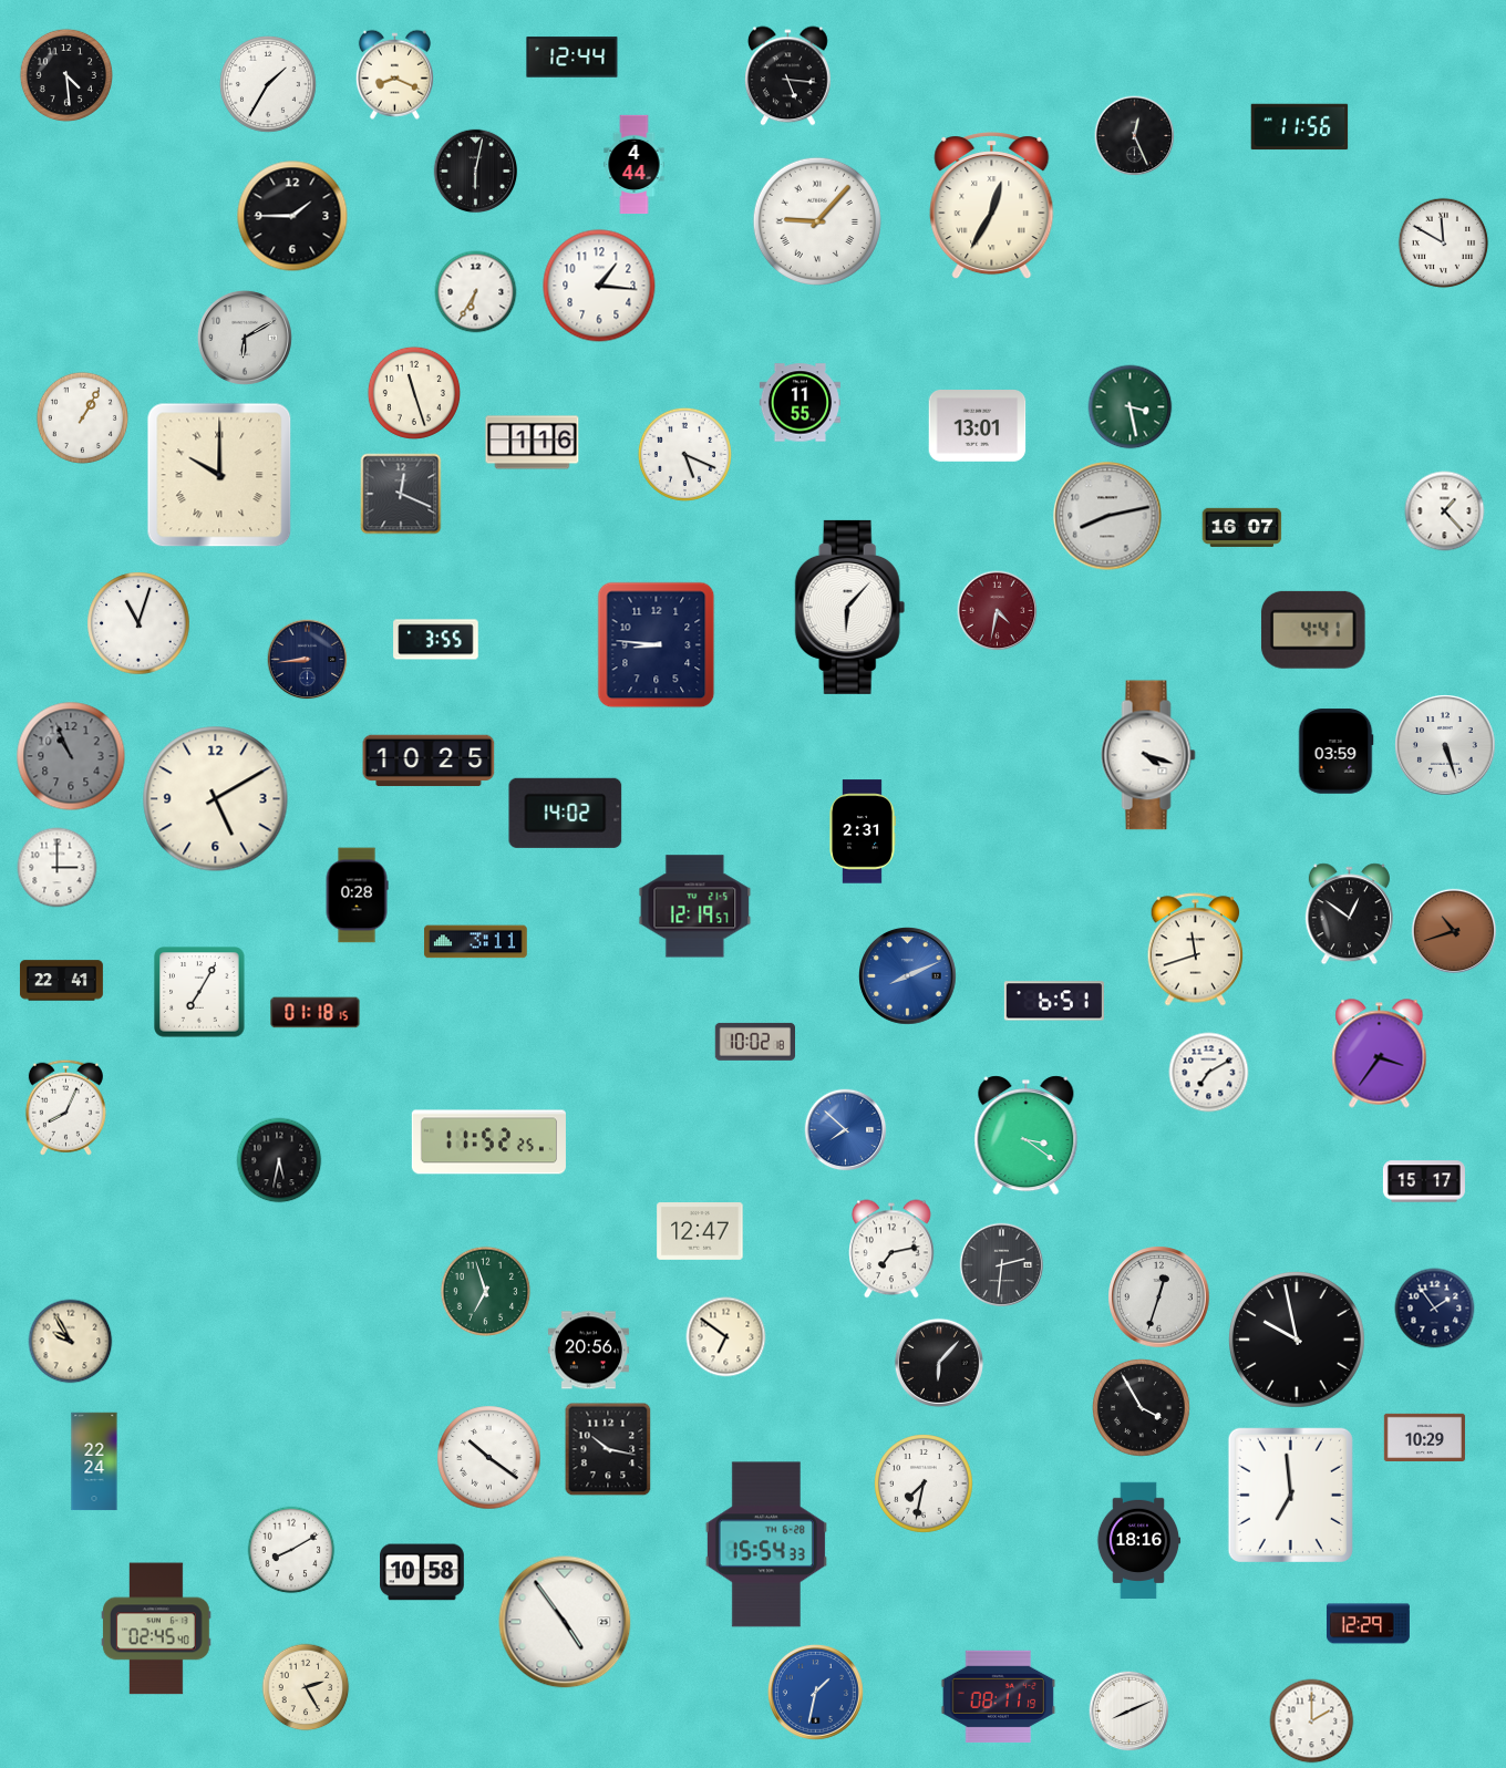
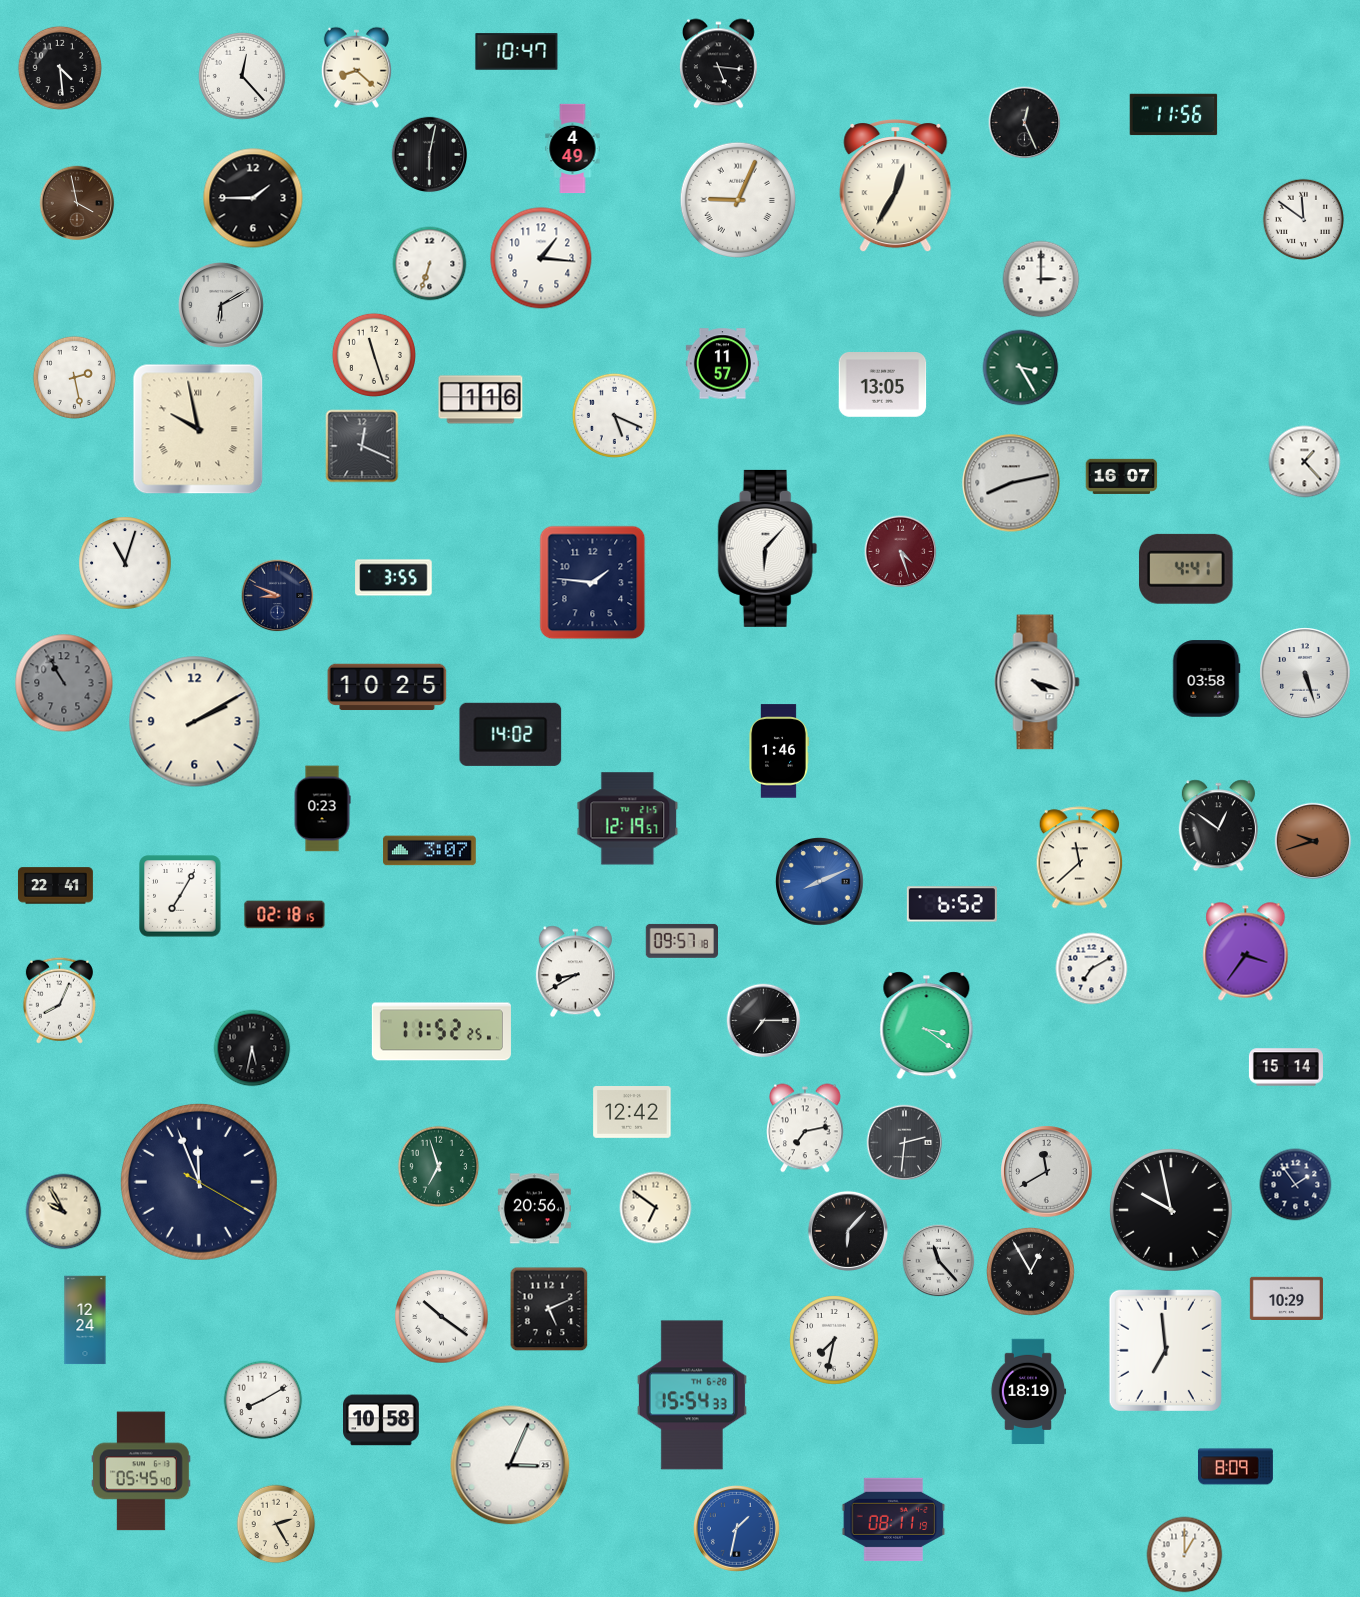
clock at (573, 58): 12:44 -> 10:47
clock at (394, 74): 8:19 -> 8:22
clock at (787, 76) position: (787, 76) -> (718, 64)
clock at (268, 84): 1:35 -> 12:23
clock at (635, 165): 4:44 -> 4:49
clock at (292, 216) position: (292, 216) -> (253, 198)
clock at (817, 221): 9:07 -> 9:04
clock at (77, 203): none -> 3:58
clock at (1444, 244): 11:50 -> 11:51
clock at (476, 292): 6:35 -> 6:33
clock at (1041, 279): none -> 3:00
clock at (800, 403): 11:55 -> 11:57
clock at (1131, 407): 3:28 -> 3:25
clock at (82, 417): 1:05 -> 2:28
clock at (978, 426): 13:01 -> 13:05
clock at (684, 454) position: (684, 454) -> (614, 415)
clock at (219, 475): 10:00 -> 9:58
clock at (1107, 516) position: (1107, 516) -> (1011, 483)
clock at (998, 611): 4:32 -> 4:27
clock at (657, 645): 8:46 -> 1:46
clock at (308, 660): 8:44 -> 8:49
clock at (1335, 752): 03:59 -> 03:58
clock at (71, 756): 10:56 -> 10:55
clock at (216, 799): 5:10 -> 2:10
clock at (863, 831): 2:31 -> 1:46
clock at (58, 868): 3:00 -> none
clock at (357, 896): 0:28 -> 0:23
clock at (1454, 931): 10:42 -> 9:42
clock at (476, 942): 3:11 -> 3:07
clock at (1196, 950): 11:42 -> 11:38
clock at (1054, 1001): 6:51 -> 6:52
clock at (316, 1013): 01:18 -> 02:18
clock at (754, 1042): 10:02 -> 09:57
clock at (575, 972): none -> 8:40
clock at (846, 1130): 7:52 -> 7:15
clock at (846, 1130) dial: blue -> black
clock at (1424, 1181): 15:17 -> 15:14
clock at (700, 1232): 12:47 -> 12:42
clock at (1159, 1297): 12:33 -> 11:40
clock at (199, 1182): none -> 11:56
clock at (1435, 1309) position: (1435, 1309) -> (1296, 1185)
clock at (588, 1351) position: (588, 1351) -> (534, 1209)
clock at (939, 1261): none -> 11:23
clock at (1142, 1408): 3:55 -> 12:55
clock at (608, 1449): 10:17 -> 5:11
clock at (94, 1461): 22:24 -> 12:24
clock at (1138, 1541): 18:16 -> 18:19
clock at (565, 1622): 4:54 -> 3:04
clock at (1368, 1624): 12:29 -> 8:09
clock at (156, 1629): 02:45 -> 05:45
clock at (999, 1696) position: (999, 1696) -> (894, 1519)
clock at (1129, 1712): 8:11 -> none
clock at (1312, 1722): 2:00 -> 1:00
